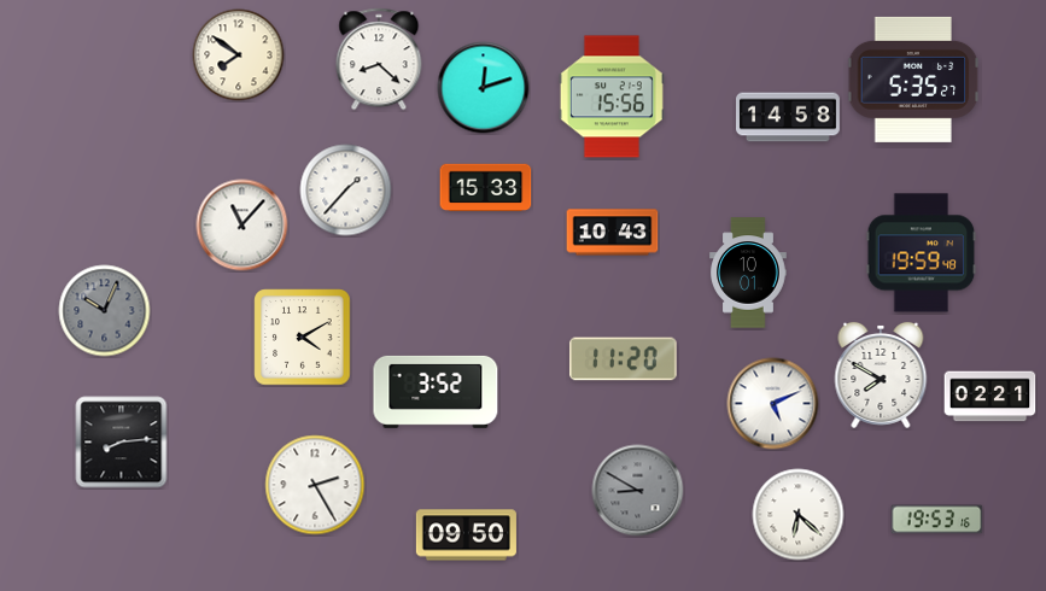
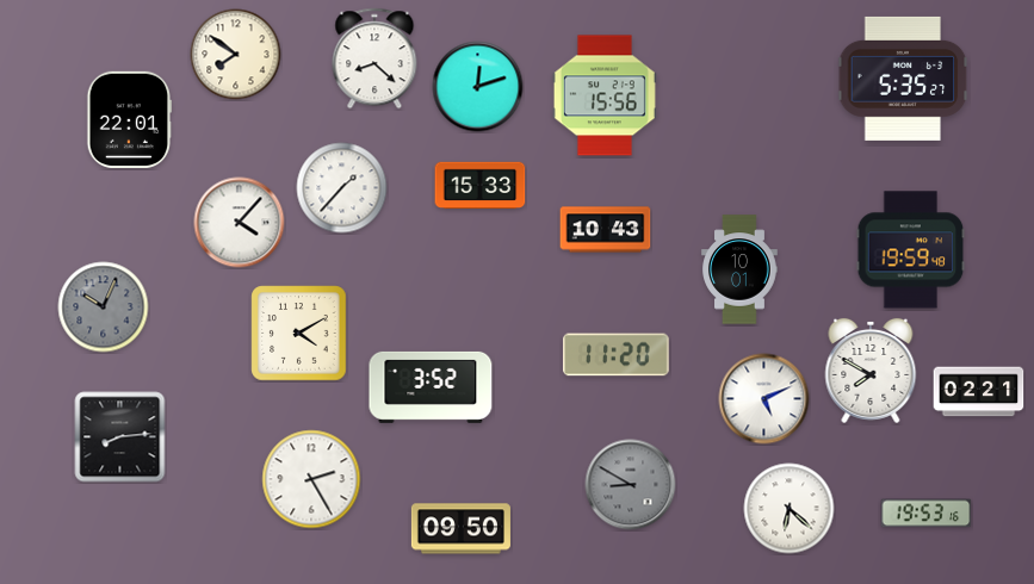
clock at (789, 117): 14:58 -> none
clock at (130, 119): none -> 22:01
clock at (242, 226): 11:07 -> 4:07
